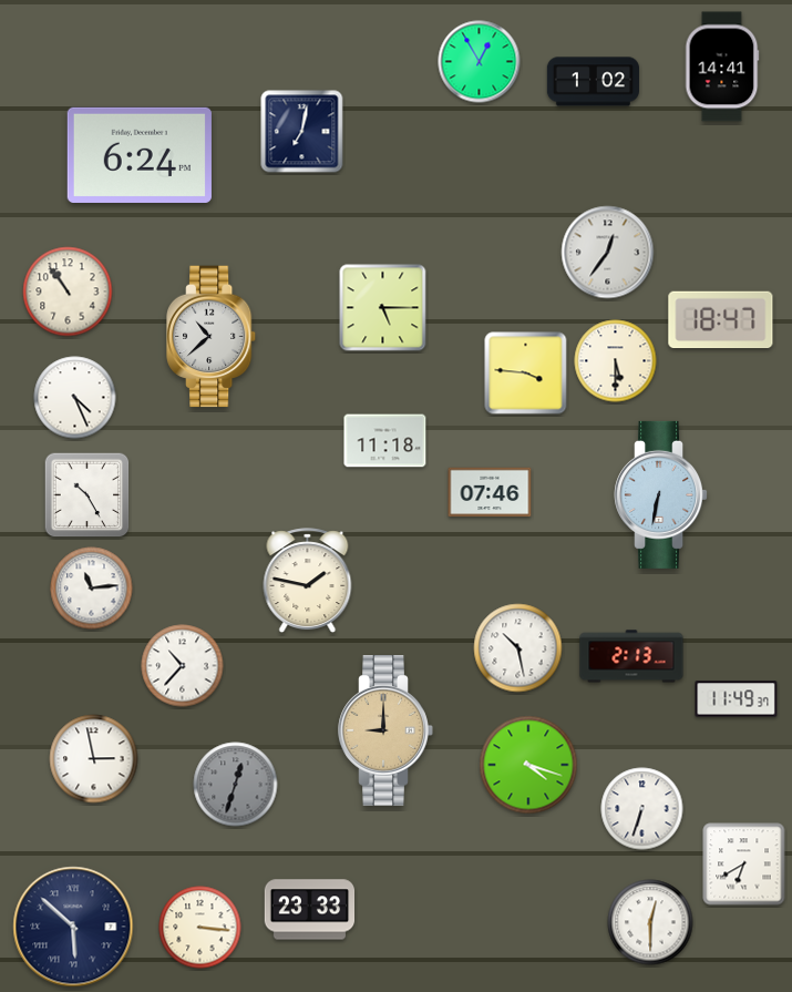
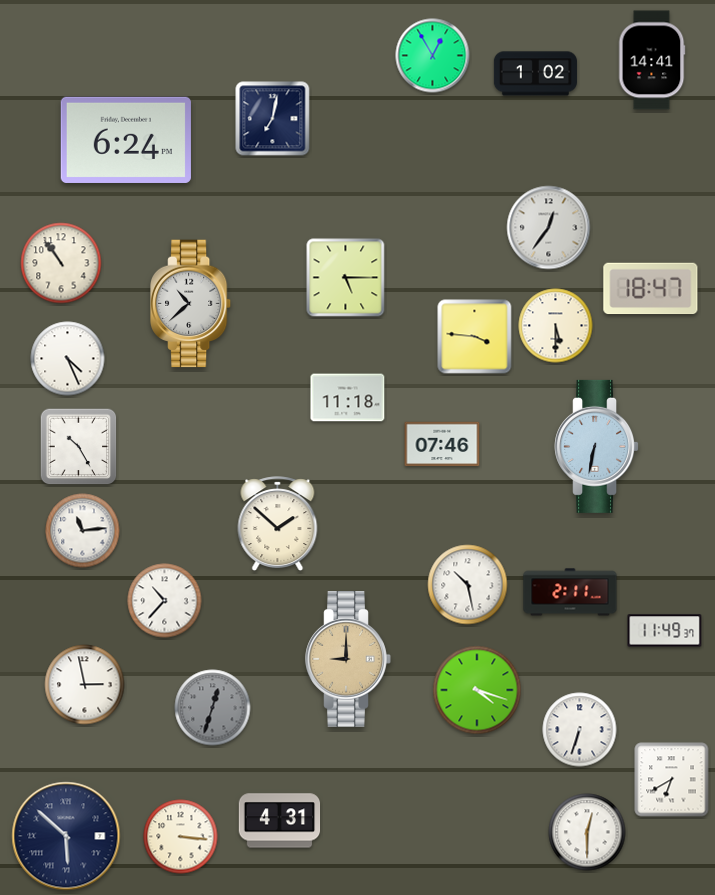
clock at (308, 581): 1:47 -> 1:52
clock at (631, 656): 2:13 -> 2:11
clock at (310, 910): 23:33 -> 4:31
